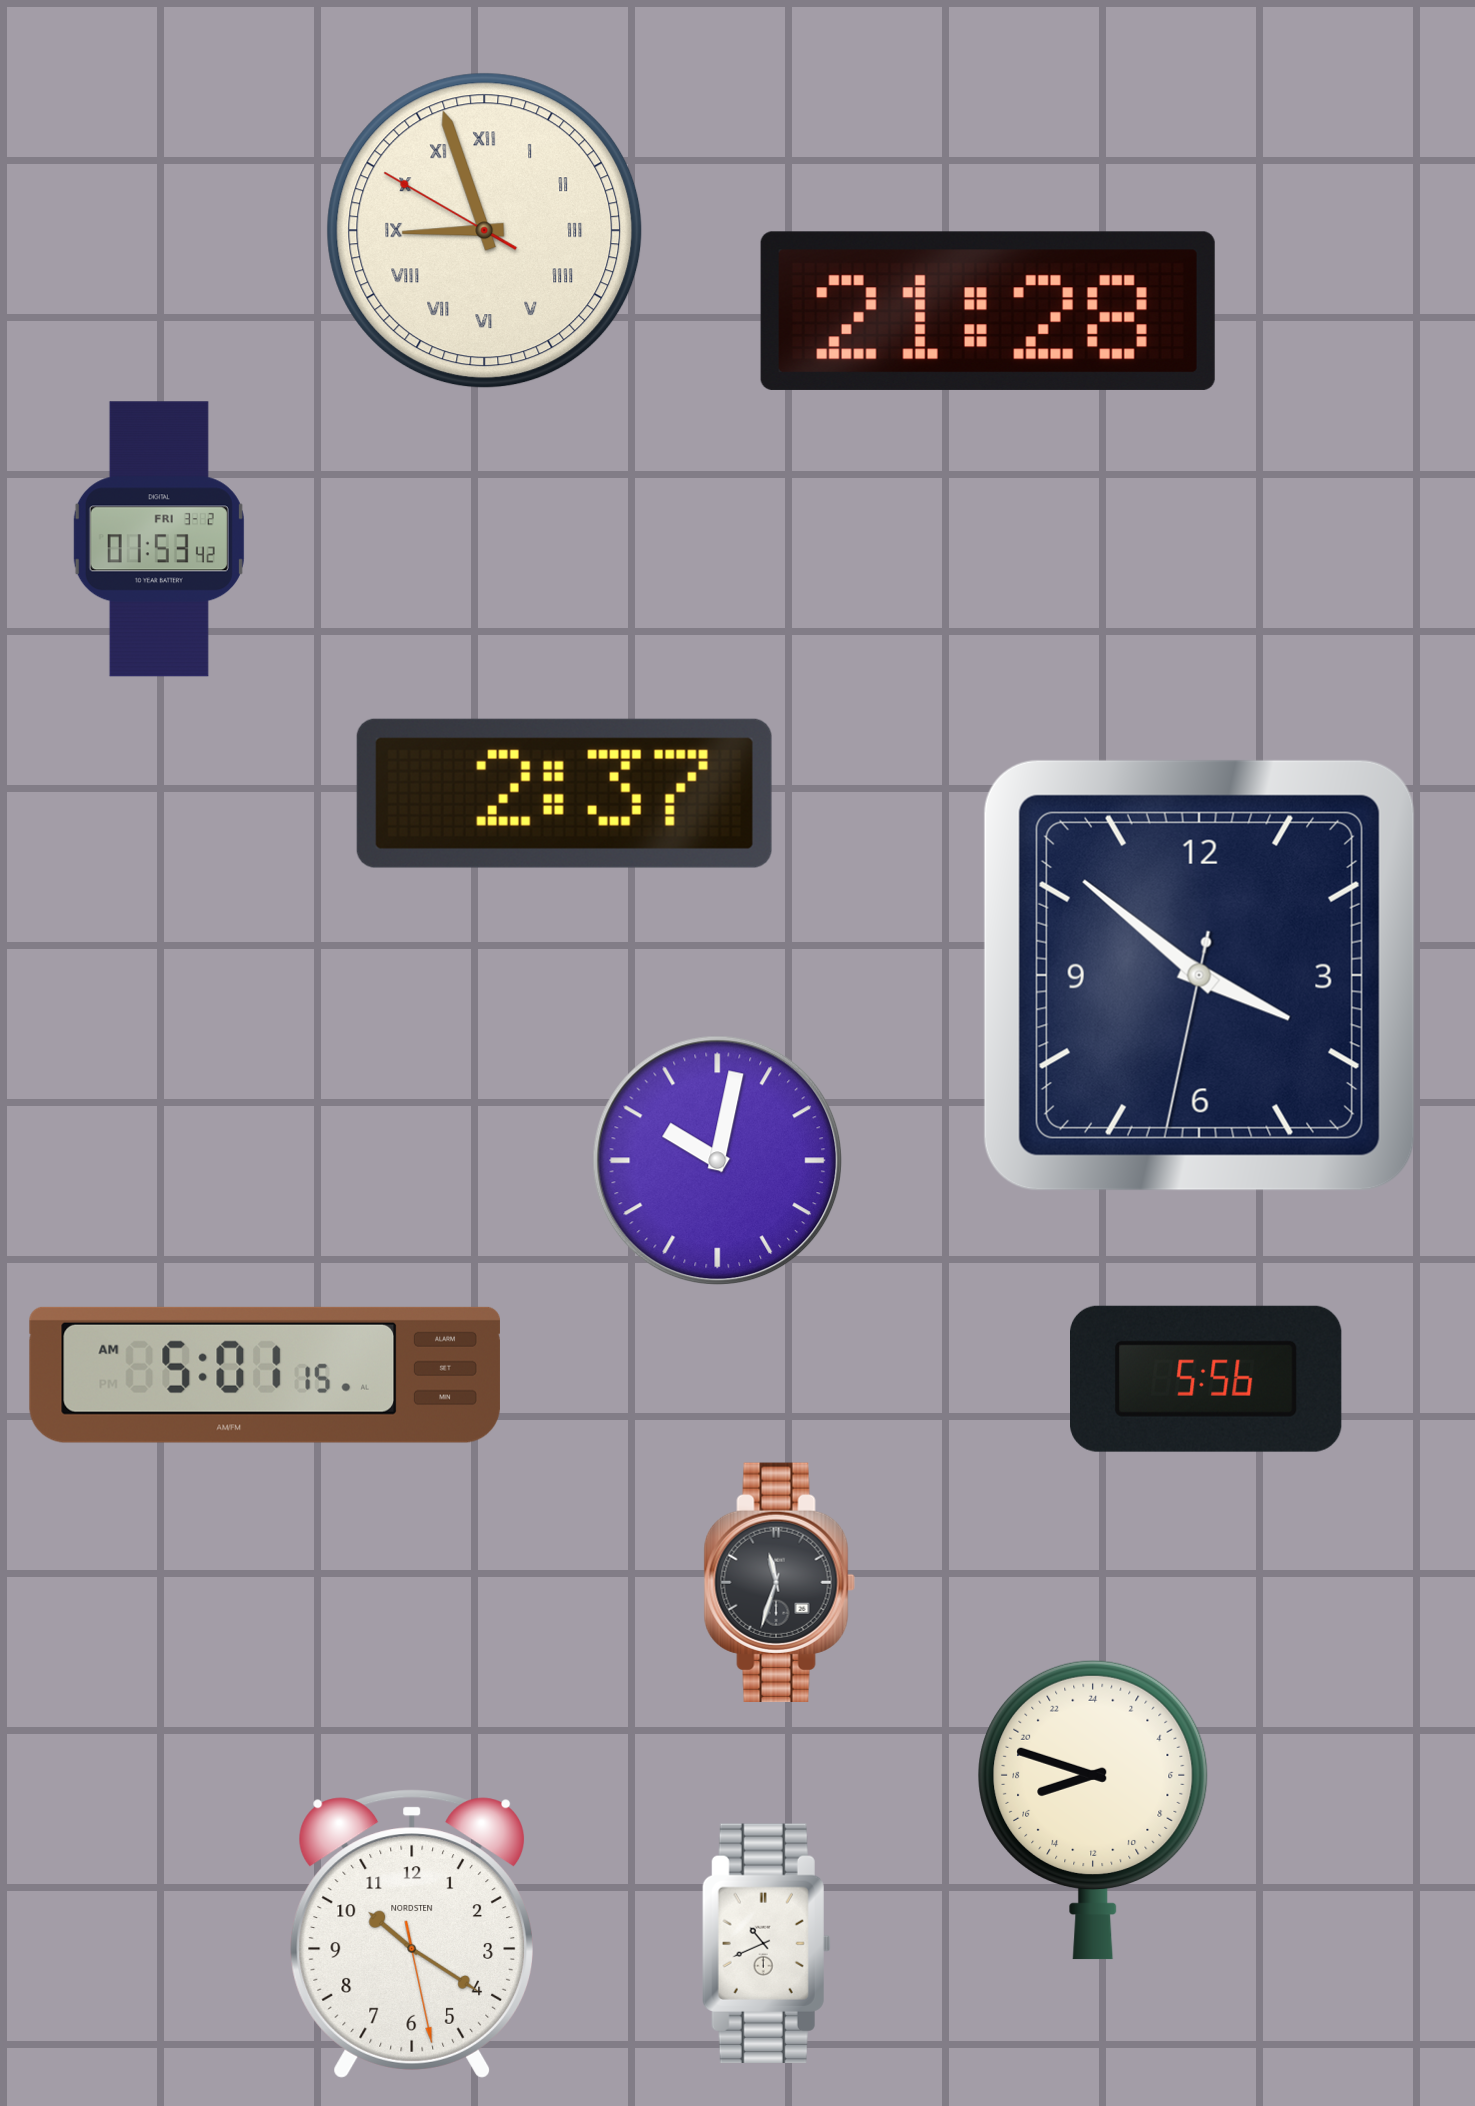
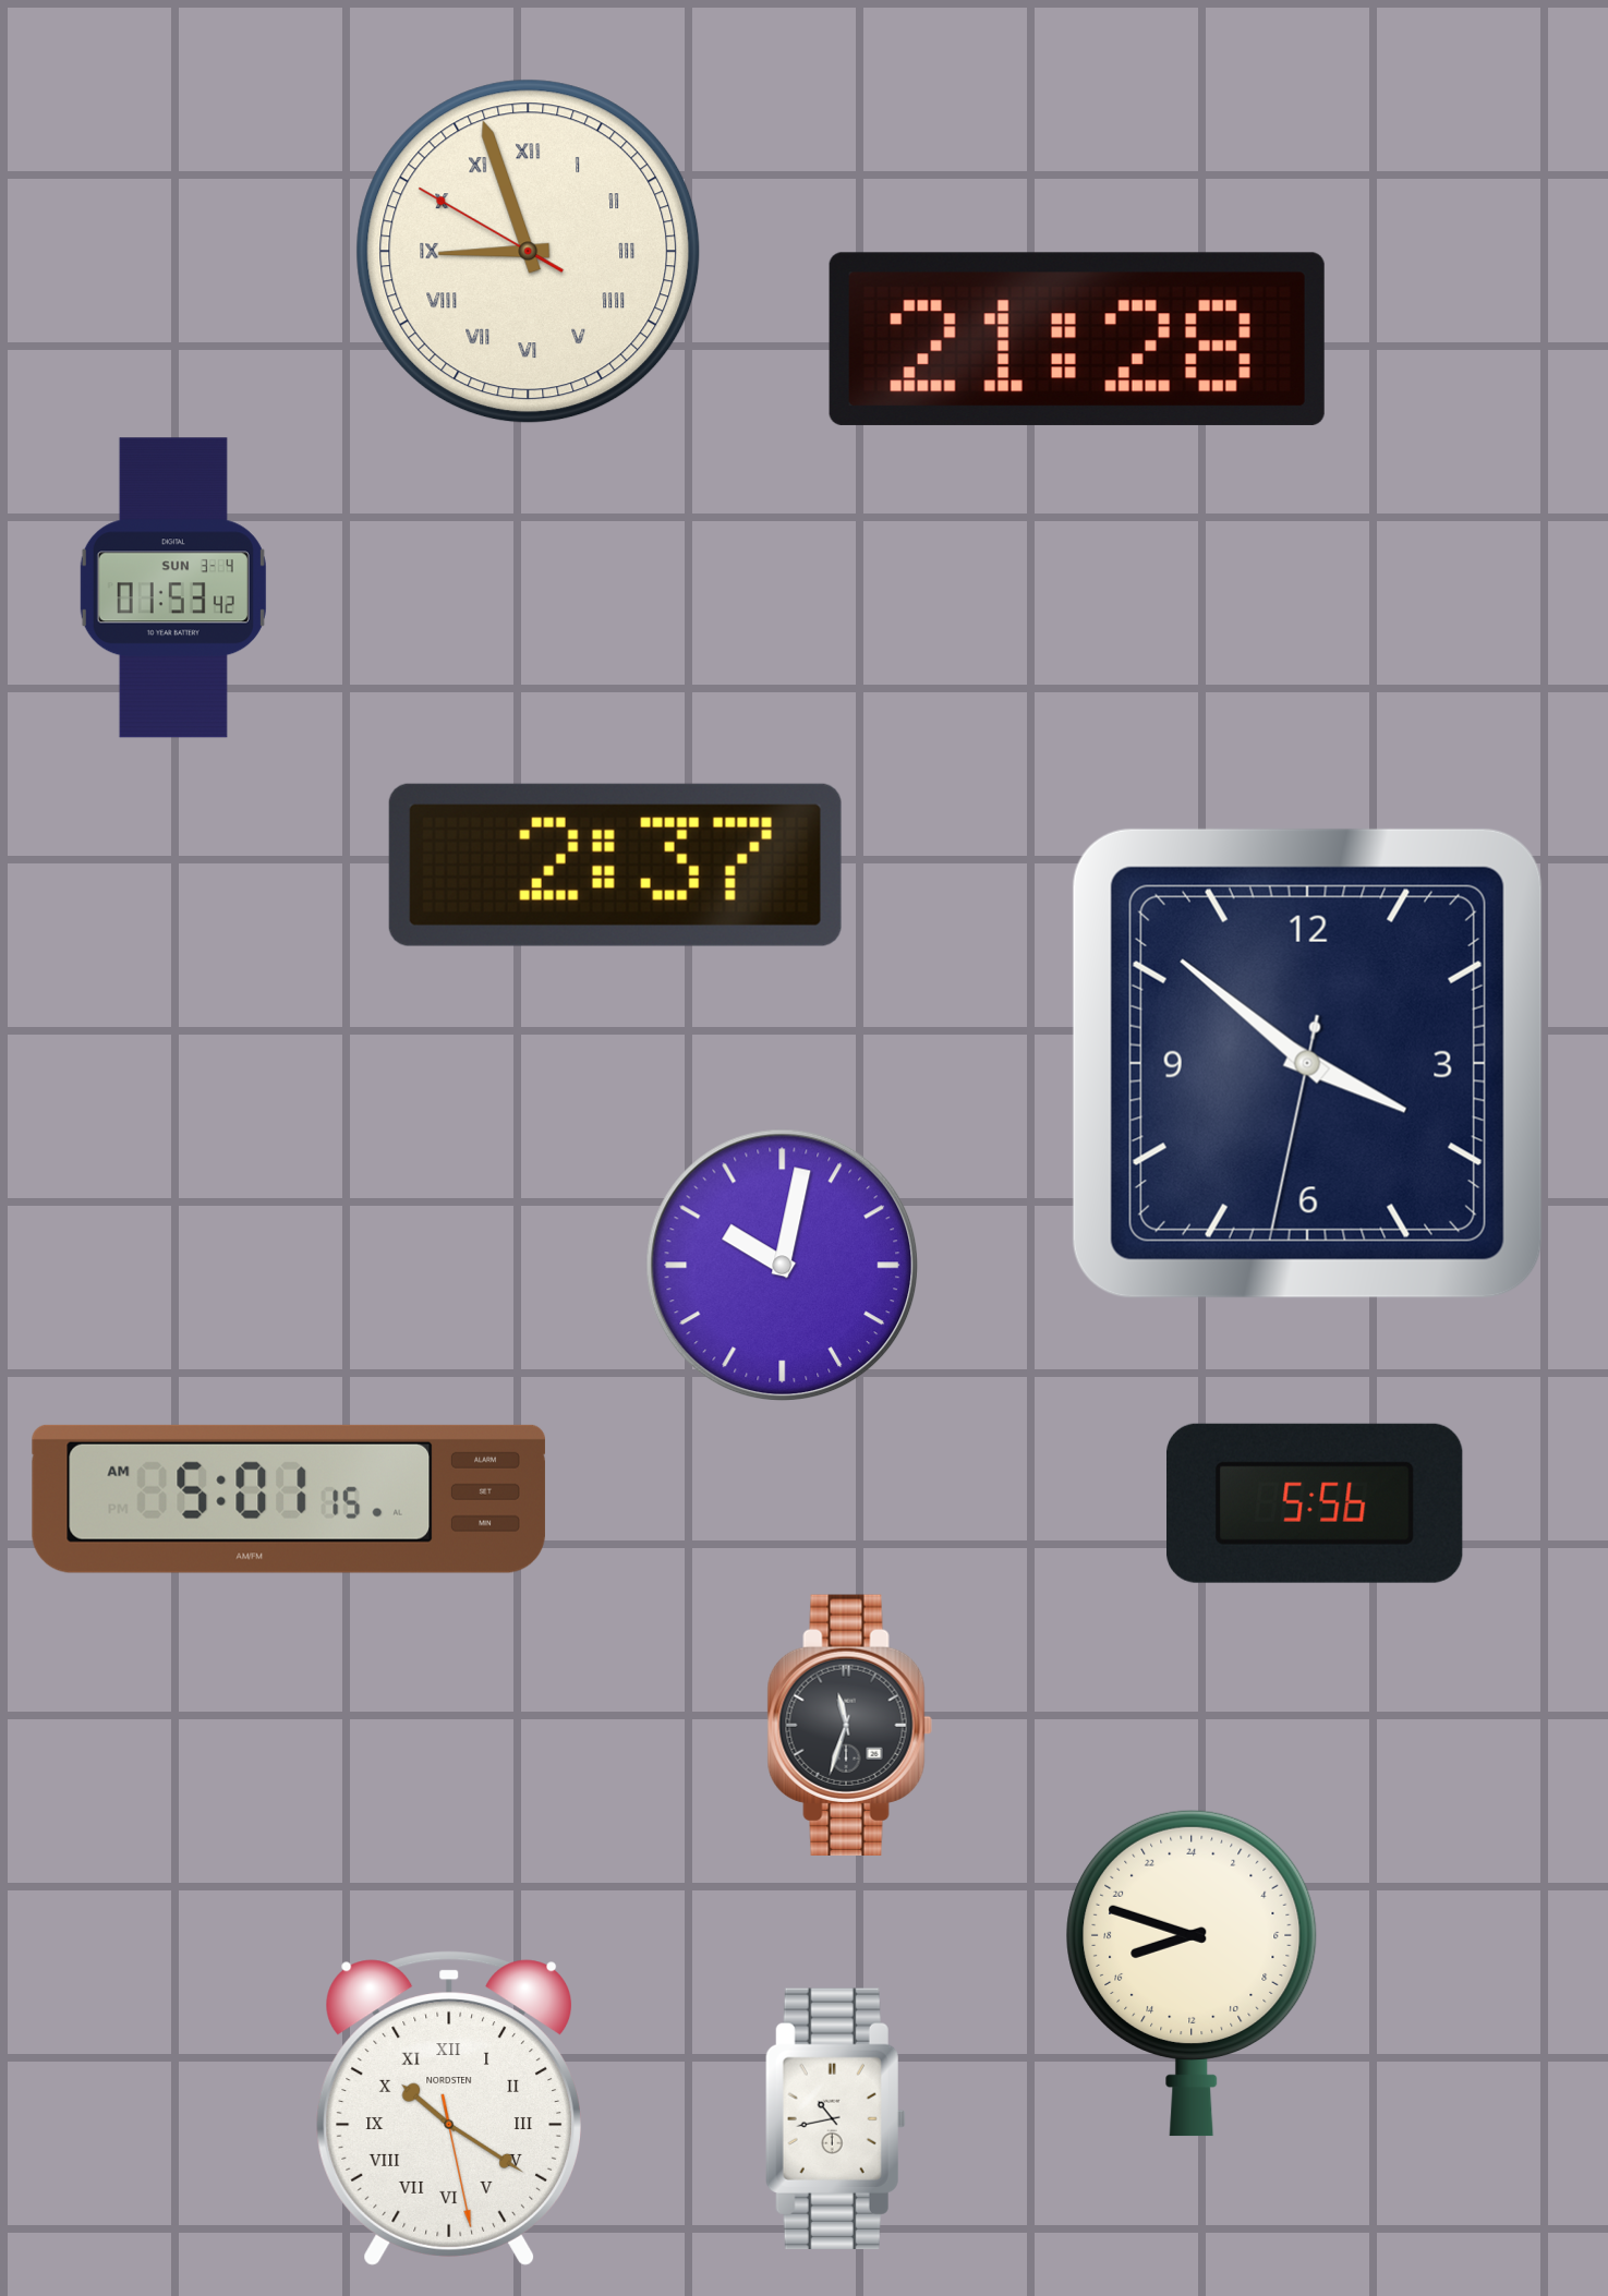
clock at (159, 539) date: FRI 3-2 -> SUN 3-4
clock at (411, 1934) numerals: Arabic -> Roman
clock at (766, 1943): 10:41 -> 10:43
